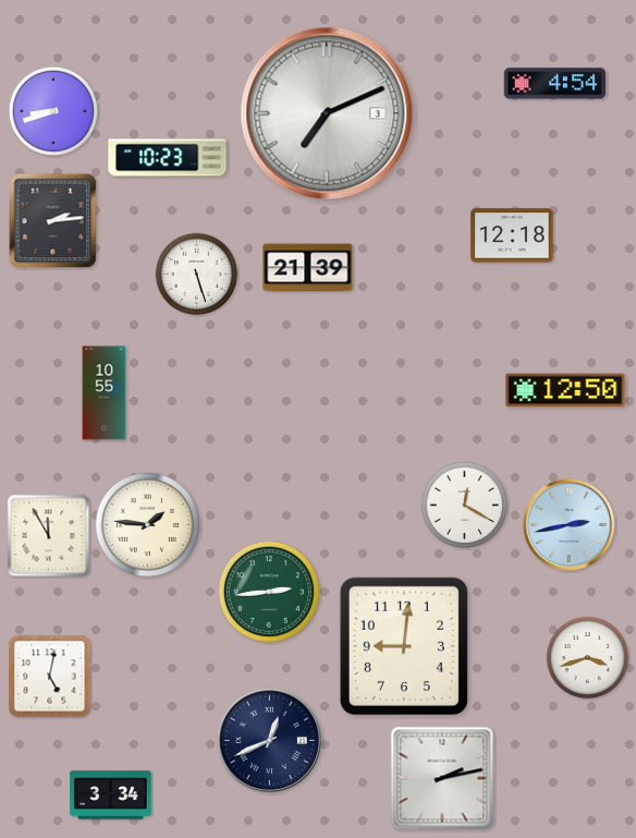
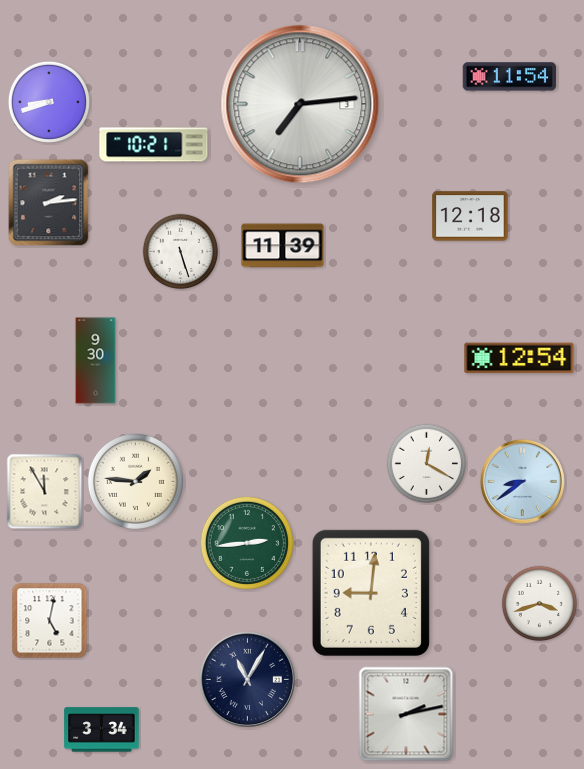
clock at (554, 84): 4:54 -> 11:54
clock at (327, 113): 7:11 -> 7:14
clock at (168, 158): 10:23 -> 10:21
clock at (308, 268): 21:39 -> 11:39
clock at (565, 390): 12:50 -> 12:54
clock at (105, 393): 10:55 -> 9:30
clock at (568, 524): 2:43 -> 8:39
clock at (50, 677) position: (50, 677) -> (50, 621)
clock at (269, 740): 12:41 -> 11:05
